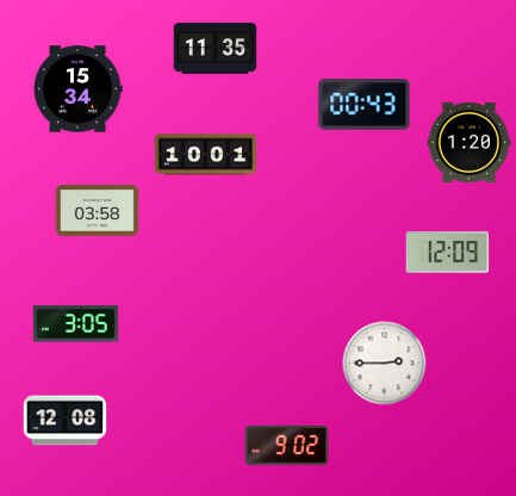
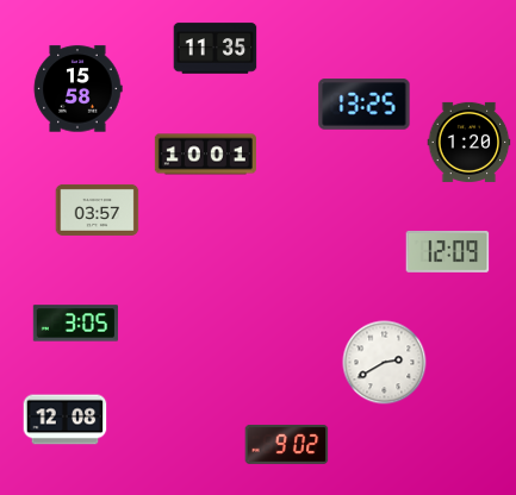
clock at (77, 89): 15:34 -> 15:58
clock at (365, 105): 00:43 -> 13:25
clock at (98, 210): 03:58 -> 03:57
clock at (385, 364): 2:45 -> 2:40
